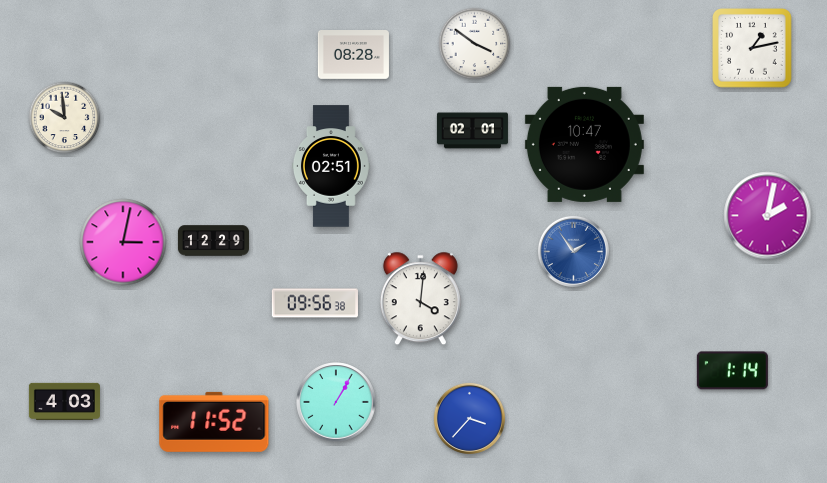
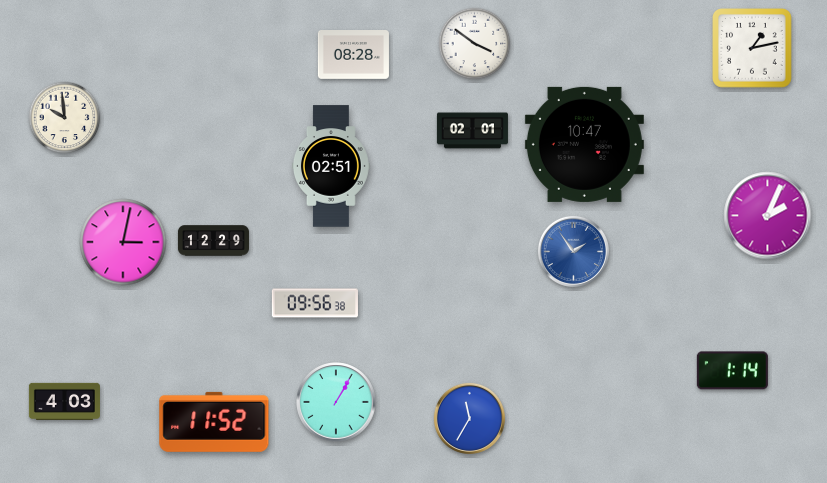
clock at (768, 216): 2:02 -> 2:04
clock at (420, 299): 4:01 -> none
clock at (469, 418): 3:37 -> 11:35
